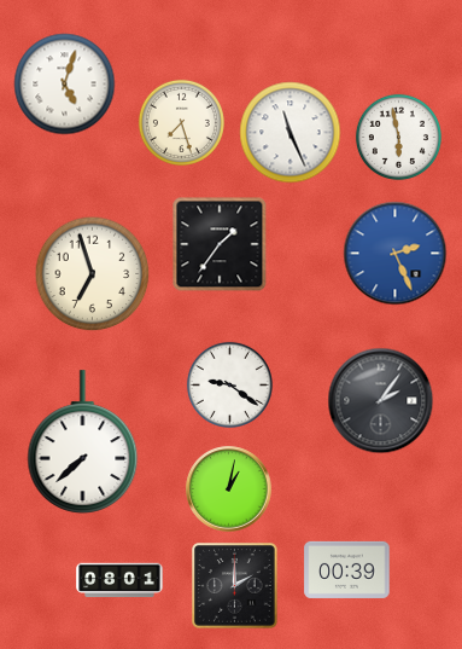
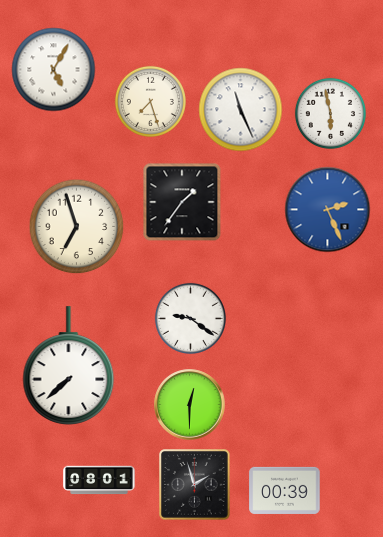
clock at (65, 85): 5:03 -> 5:05
clock at (381, 401): 2:06 -> none
clock at (229, 489): 1:02 -> 12:30
clock at (347, 569) position: (347, 569) -> (285, 490)
clock at (235, 586): 2:00 -> 1:57
